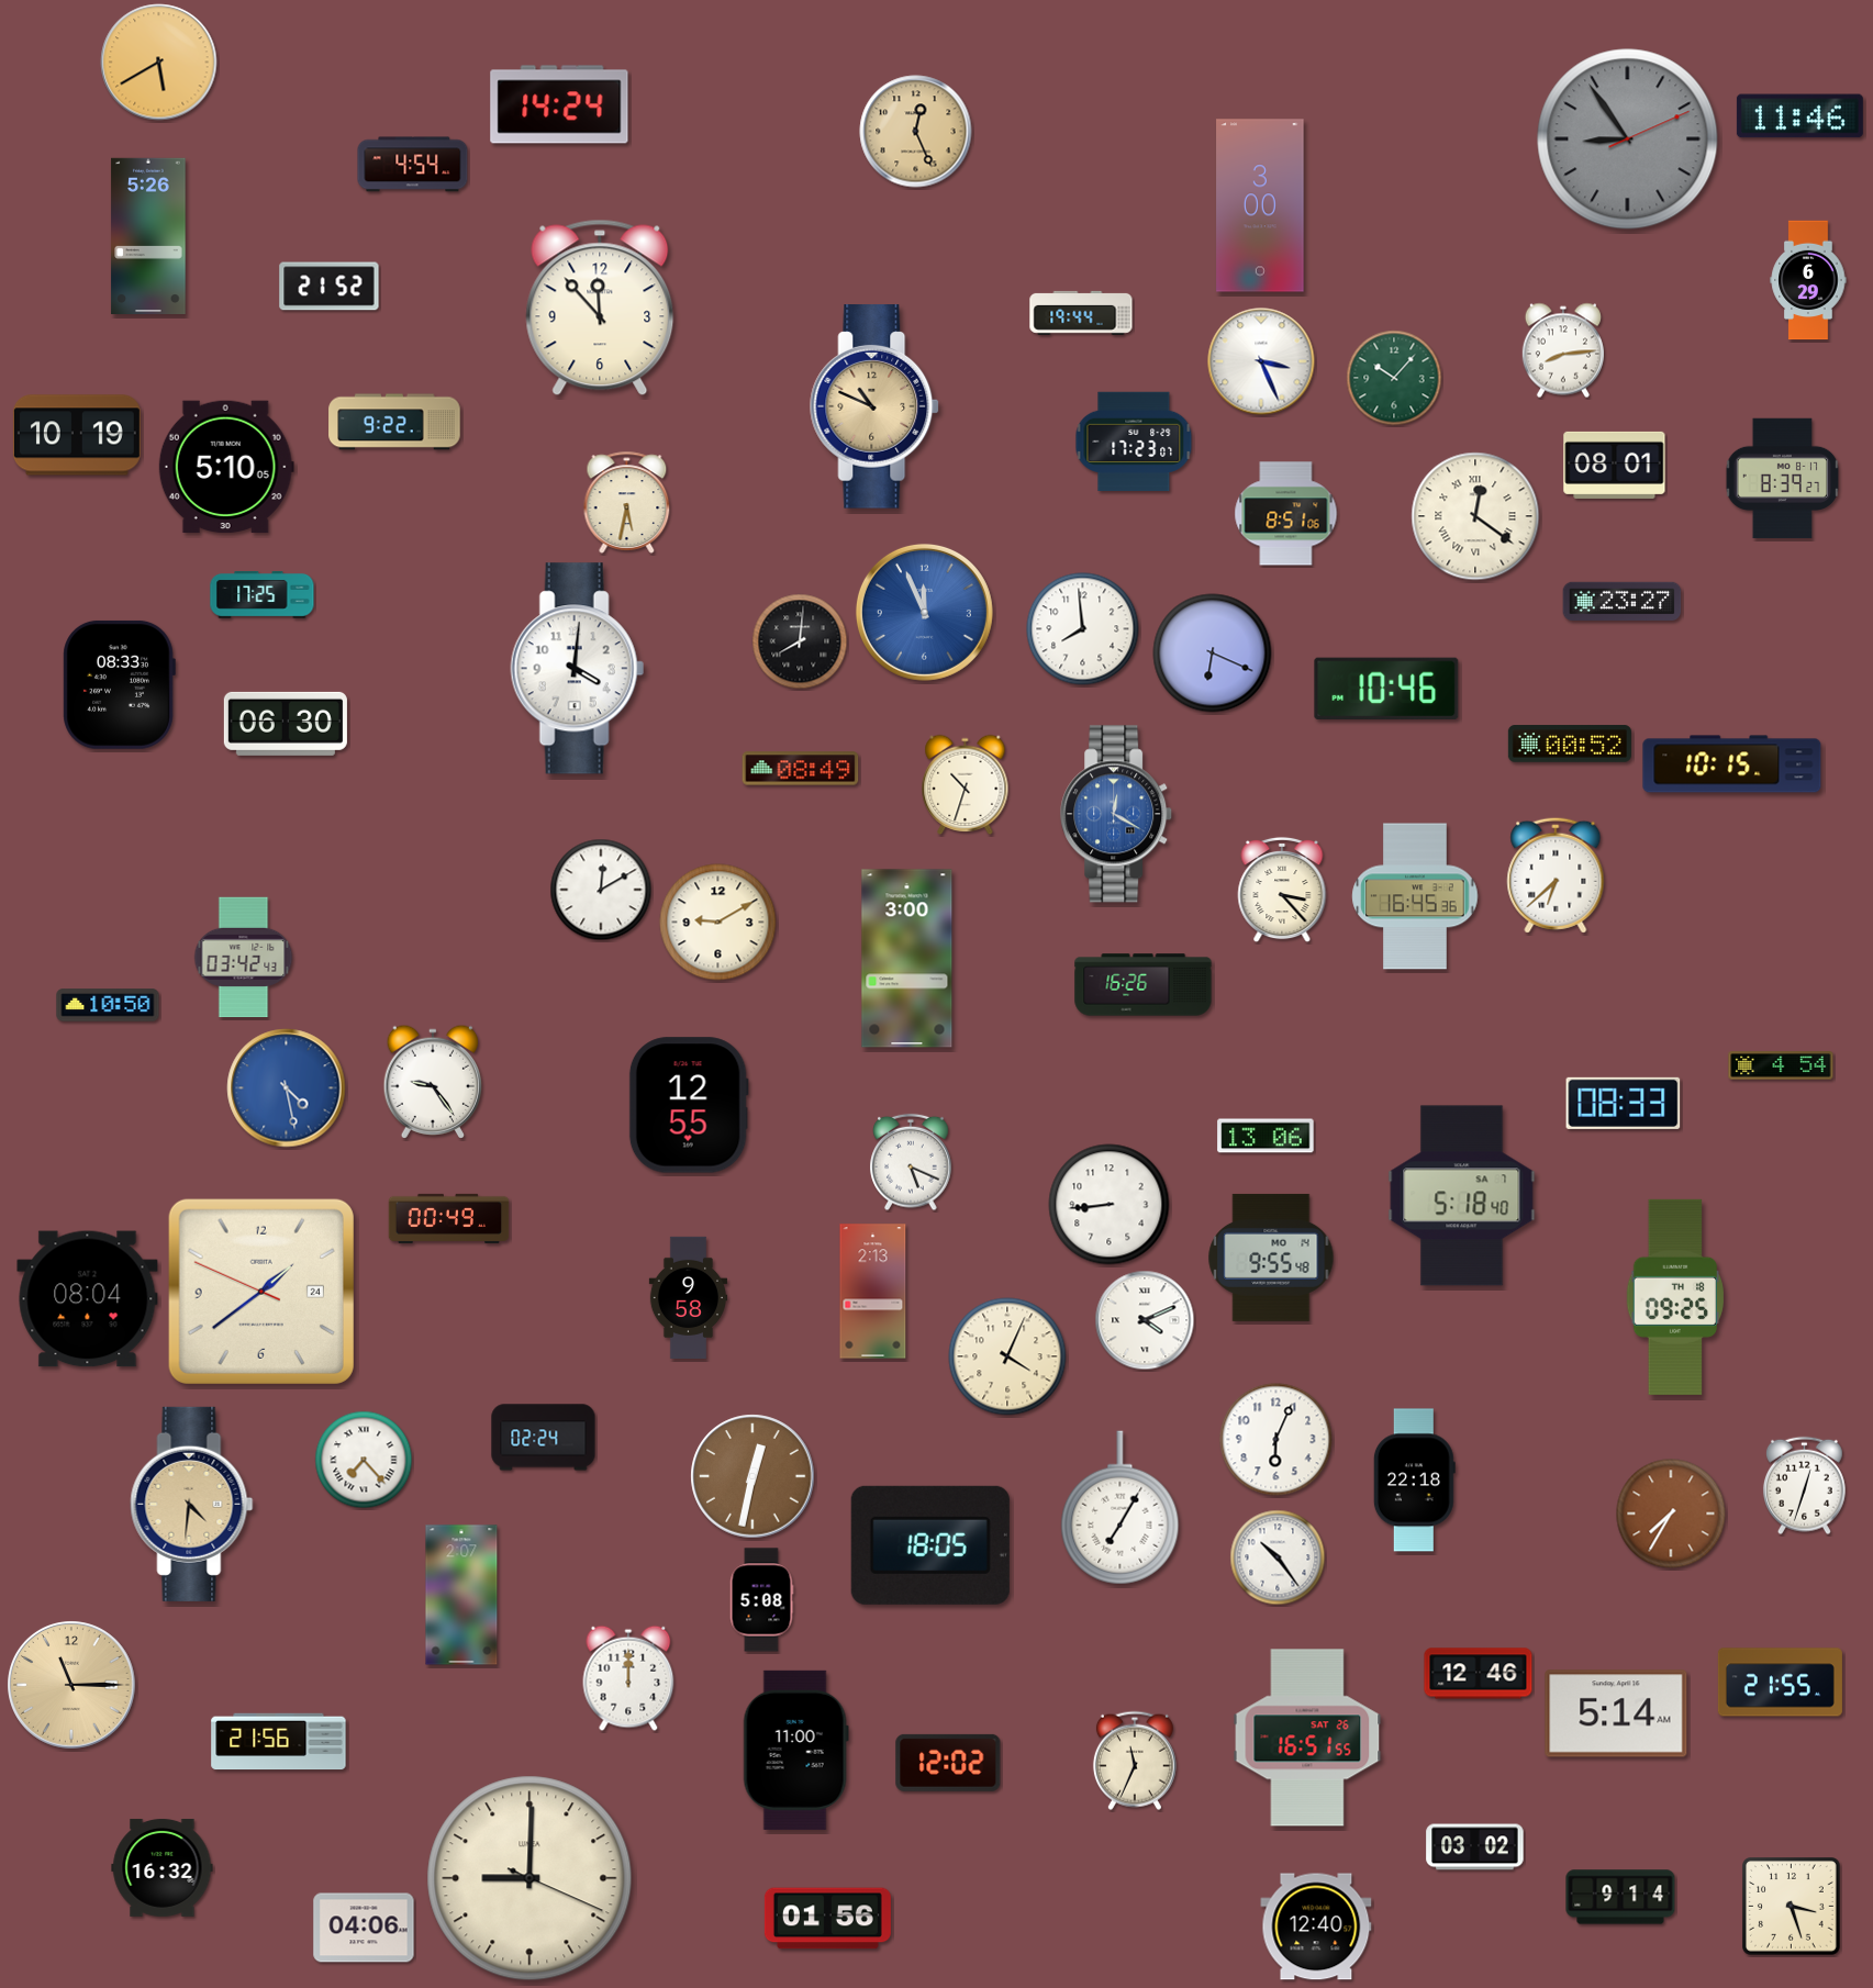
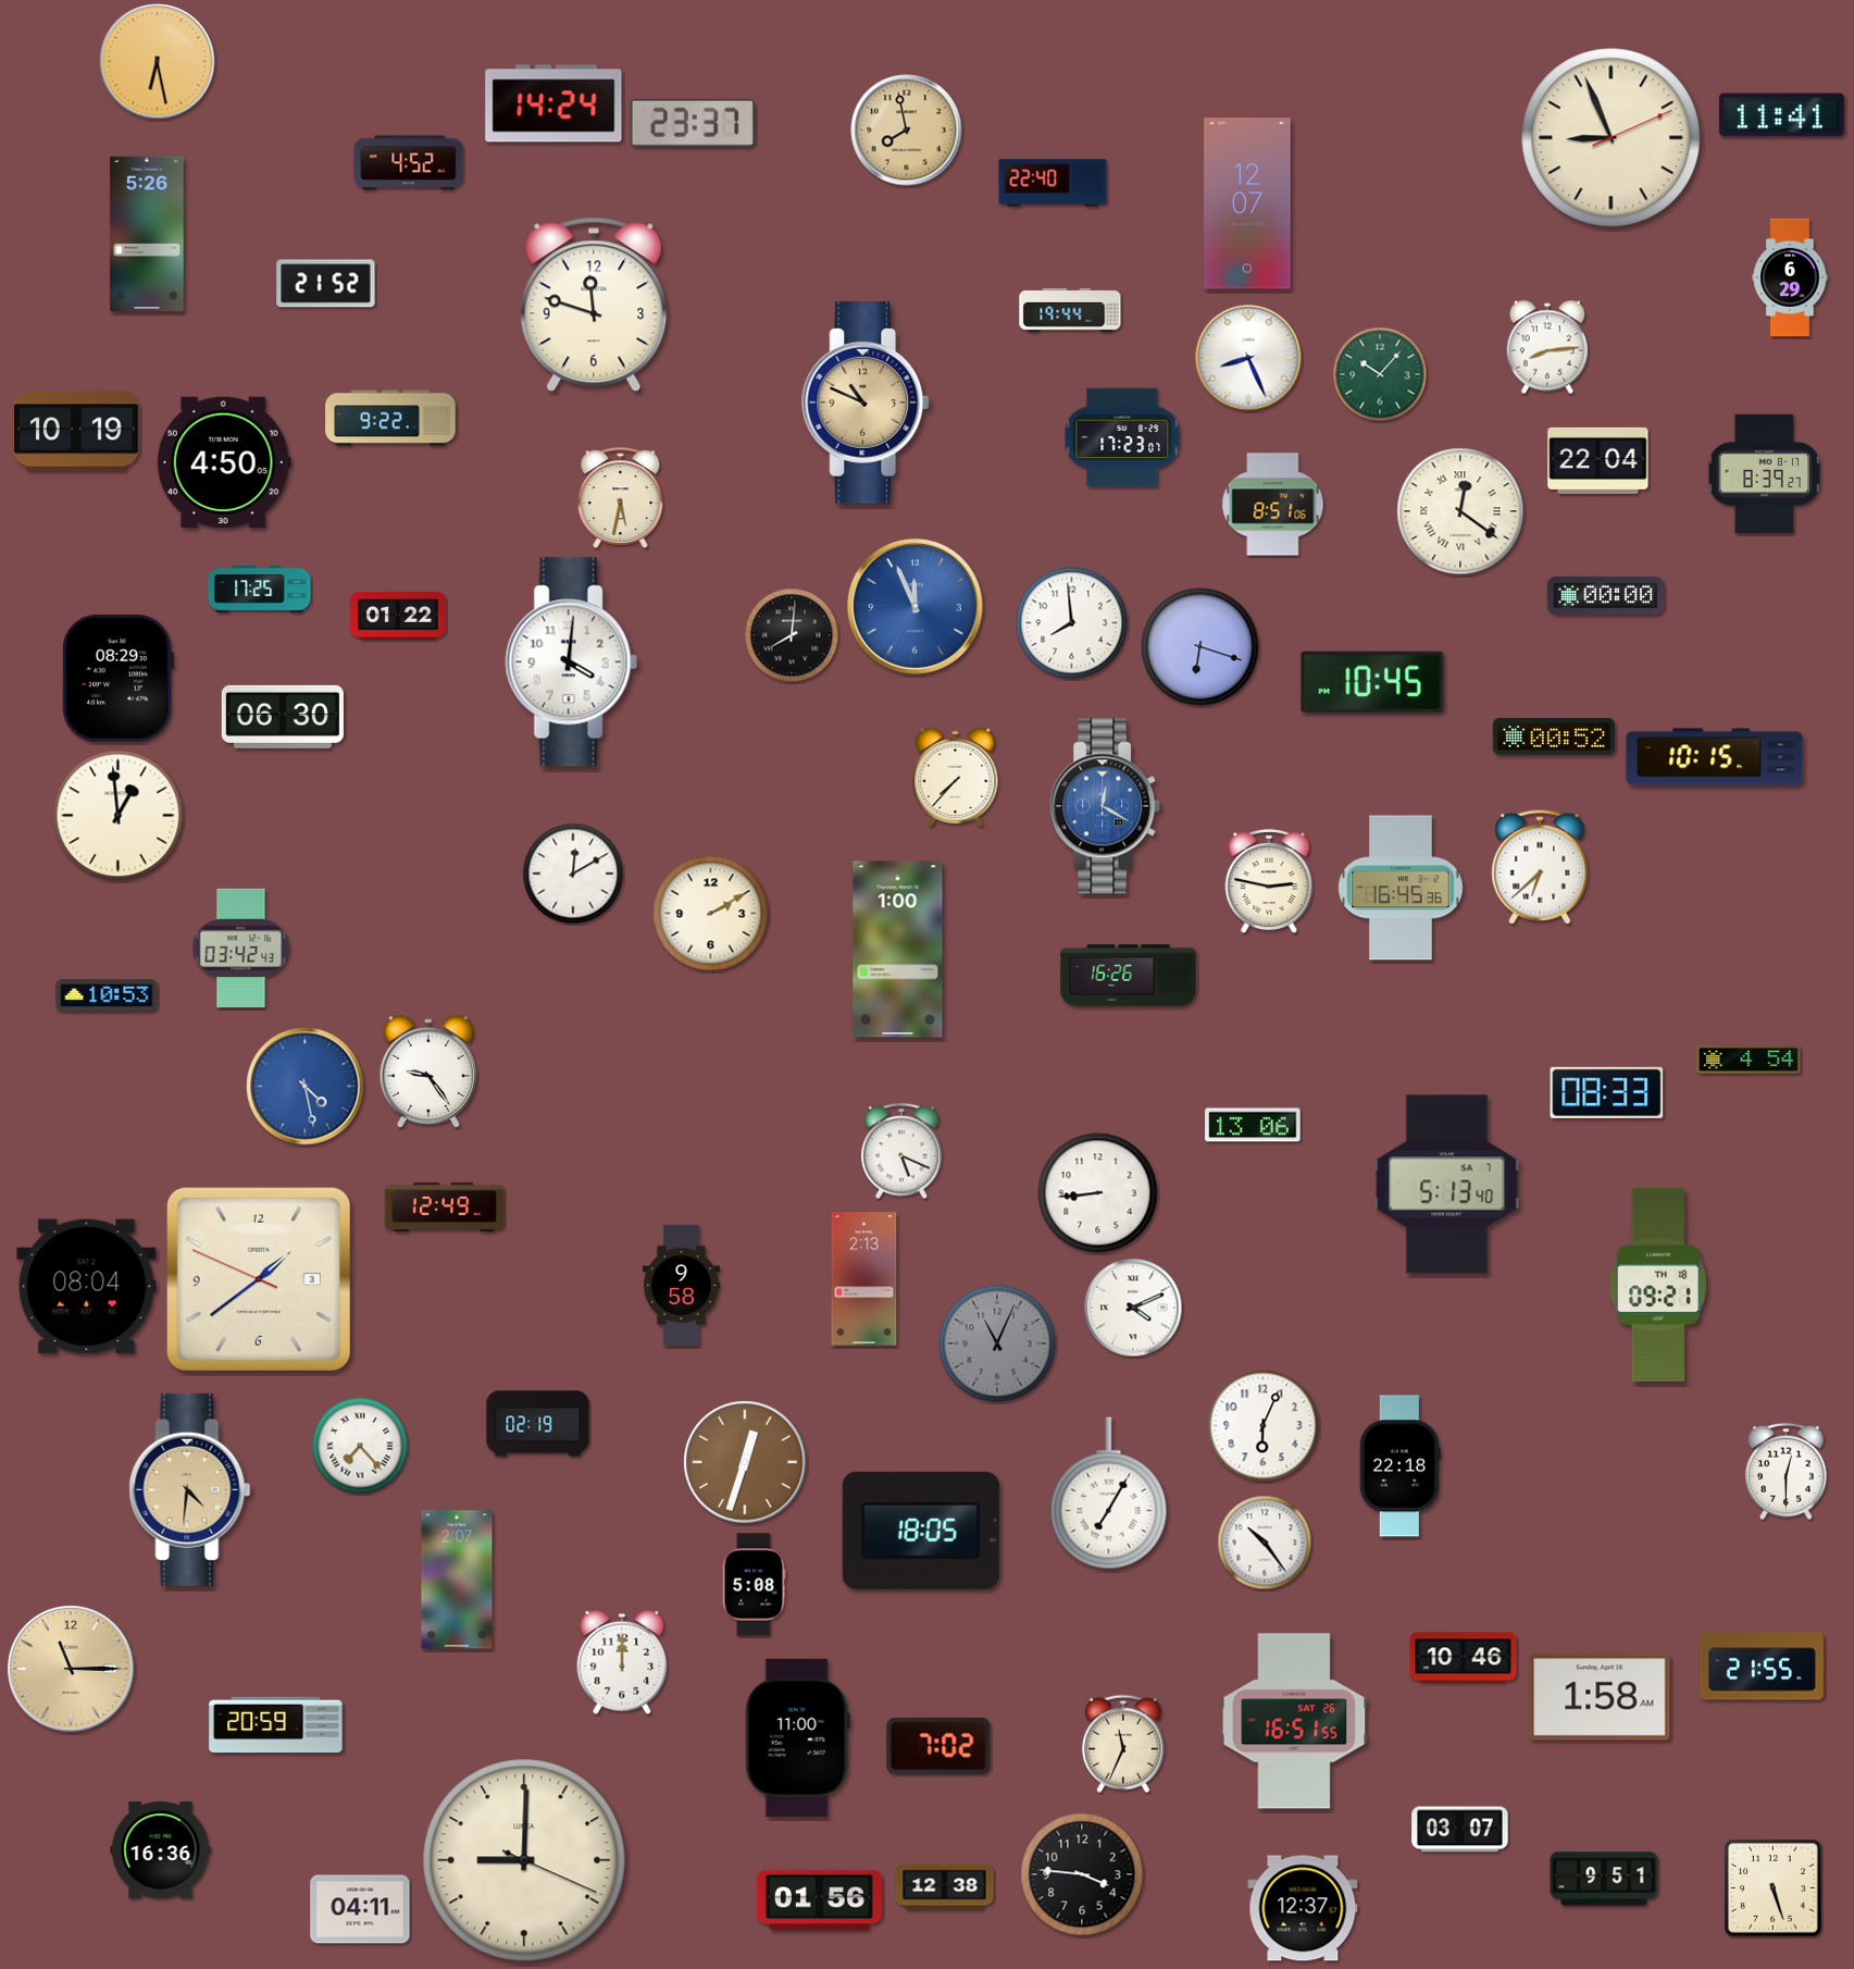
clock at (159, 63): 5:40 -> 6:28
clock at (1799, 116): 11:46 -> 11:41
clock at (693, 123): none -> 23:37
clock at (916, 132): 12:26 -> 7:58
clock at (1628, 139): 8:54 -> 8:56
clock at (1628, 139) dial: grey -> cream
clock at (413, 165): 4:54 -> 4:52
clock at (1053, 183): none -> 22:40
clock at (1260, 205): 3:00 -> 12:07
clock at (600, 308): 11:53 -> 11:48
clock at (1261, 361): 3:26 -> 8:26
clock at (1615, 465): 08:01 -> 22:04
clock at (226, 467): 5:10 -> 4:50
clock at (1286, 514) position: (1286, 514) -> (1273, 505)
clock at (1623, 601): 23:27 -> 00:00
clock at (398, 616): none -> 01:22
clock at (1213, 654): 6:19 -> 6:18
clock at (119, 684): 08:33 -> 08:29
clock at (1386, 689): 10:46 -> 10:45
clock at (801, 769): 08:49 -> none
clock at (966, 784): 10:33 -> 7:37
clock at (119, 816): none -> 12:59
clock at (601, 890) position: (601, 890) -> (573, 874)
clock at (1282, 890): 3:23 -> 2:47
clock at (718, 923): 9:10 -> 2:10
clock at (907, 959): 3:00 -> 1:00
clock at (1144, 985) position: (1144, 985) -> (1129, 976)
clock at (108, 1005): 10:50 -> 10:53
clock at (1781, 1065) position: (1781, 1065) -> (1749, 1060)
clock at (287, 1088) position: (287, 1088) -> (306, 1087)
clock at (689, 1105): 12:55 -> none
clock at (1462, 1196): 5:18 -> 5:13
clock at (449, 1218): 00:49 -> 12:49
clock at (1271, 1258): 9:55 -> none
clock at (261, 1292) date: 24 -> 3
clock at (1674, 1297): 09:25 -> 09:21
clock at (1007, 1356): 4:04 -> 11:04
clock at (1007, 1356) dial: cream -> grey
clock at (544, 1438): 02:24 -> 02:19
clock at (752, 1476): 12:32 -> 12:33
clock at (1804, 1486): 12:33 -> 12:30
clock at (1671, 1514): 7:35 -> none
clock at (1479, 1674): 12:46 -> 10:46
clock at (1616, 1713): 5:14 -> 1:58
clock at (279, 1742): 21:56 -> 20:59
clock at (795, 1750) position: (795, 1750) -> (797, 1737)
clock at (948, 1763): 12:02 -> 7:02
clock at (1475, 1847): 03:02 -> 03:07
clock at (163, 1867): 16:32 -> 16:36
clock at (1082, 1874): none -> 3:46
clock at (1620, 1897): 9:14 -> 9:51
clock at (945, 1887): none -> 12:38
clock at (1792, 1907): 3:27 -> 5:27
clock at (1316, 1926): 12:40 -> 12:37
clock at (364, 1928): 04:06 -> 04:11
